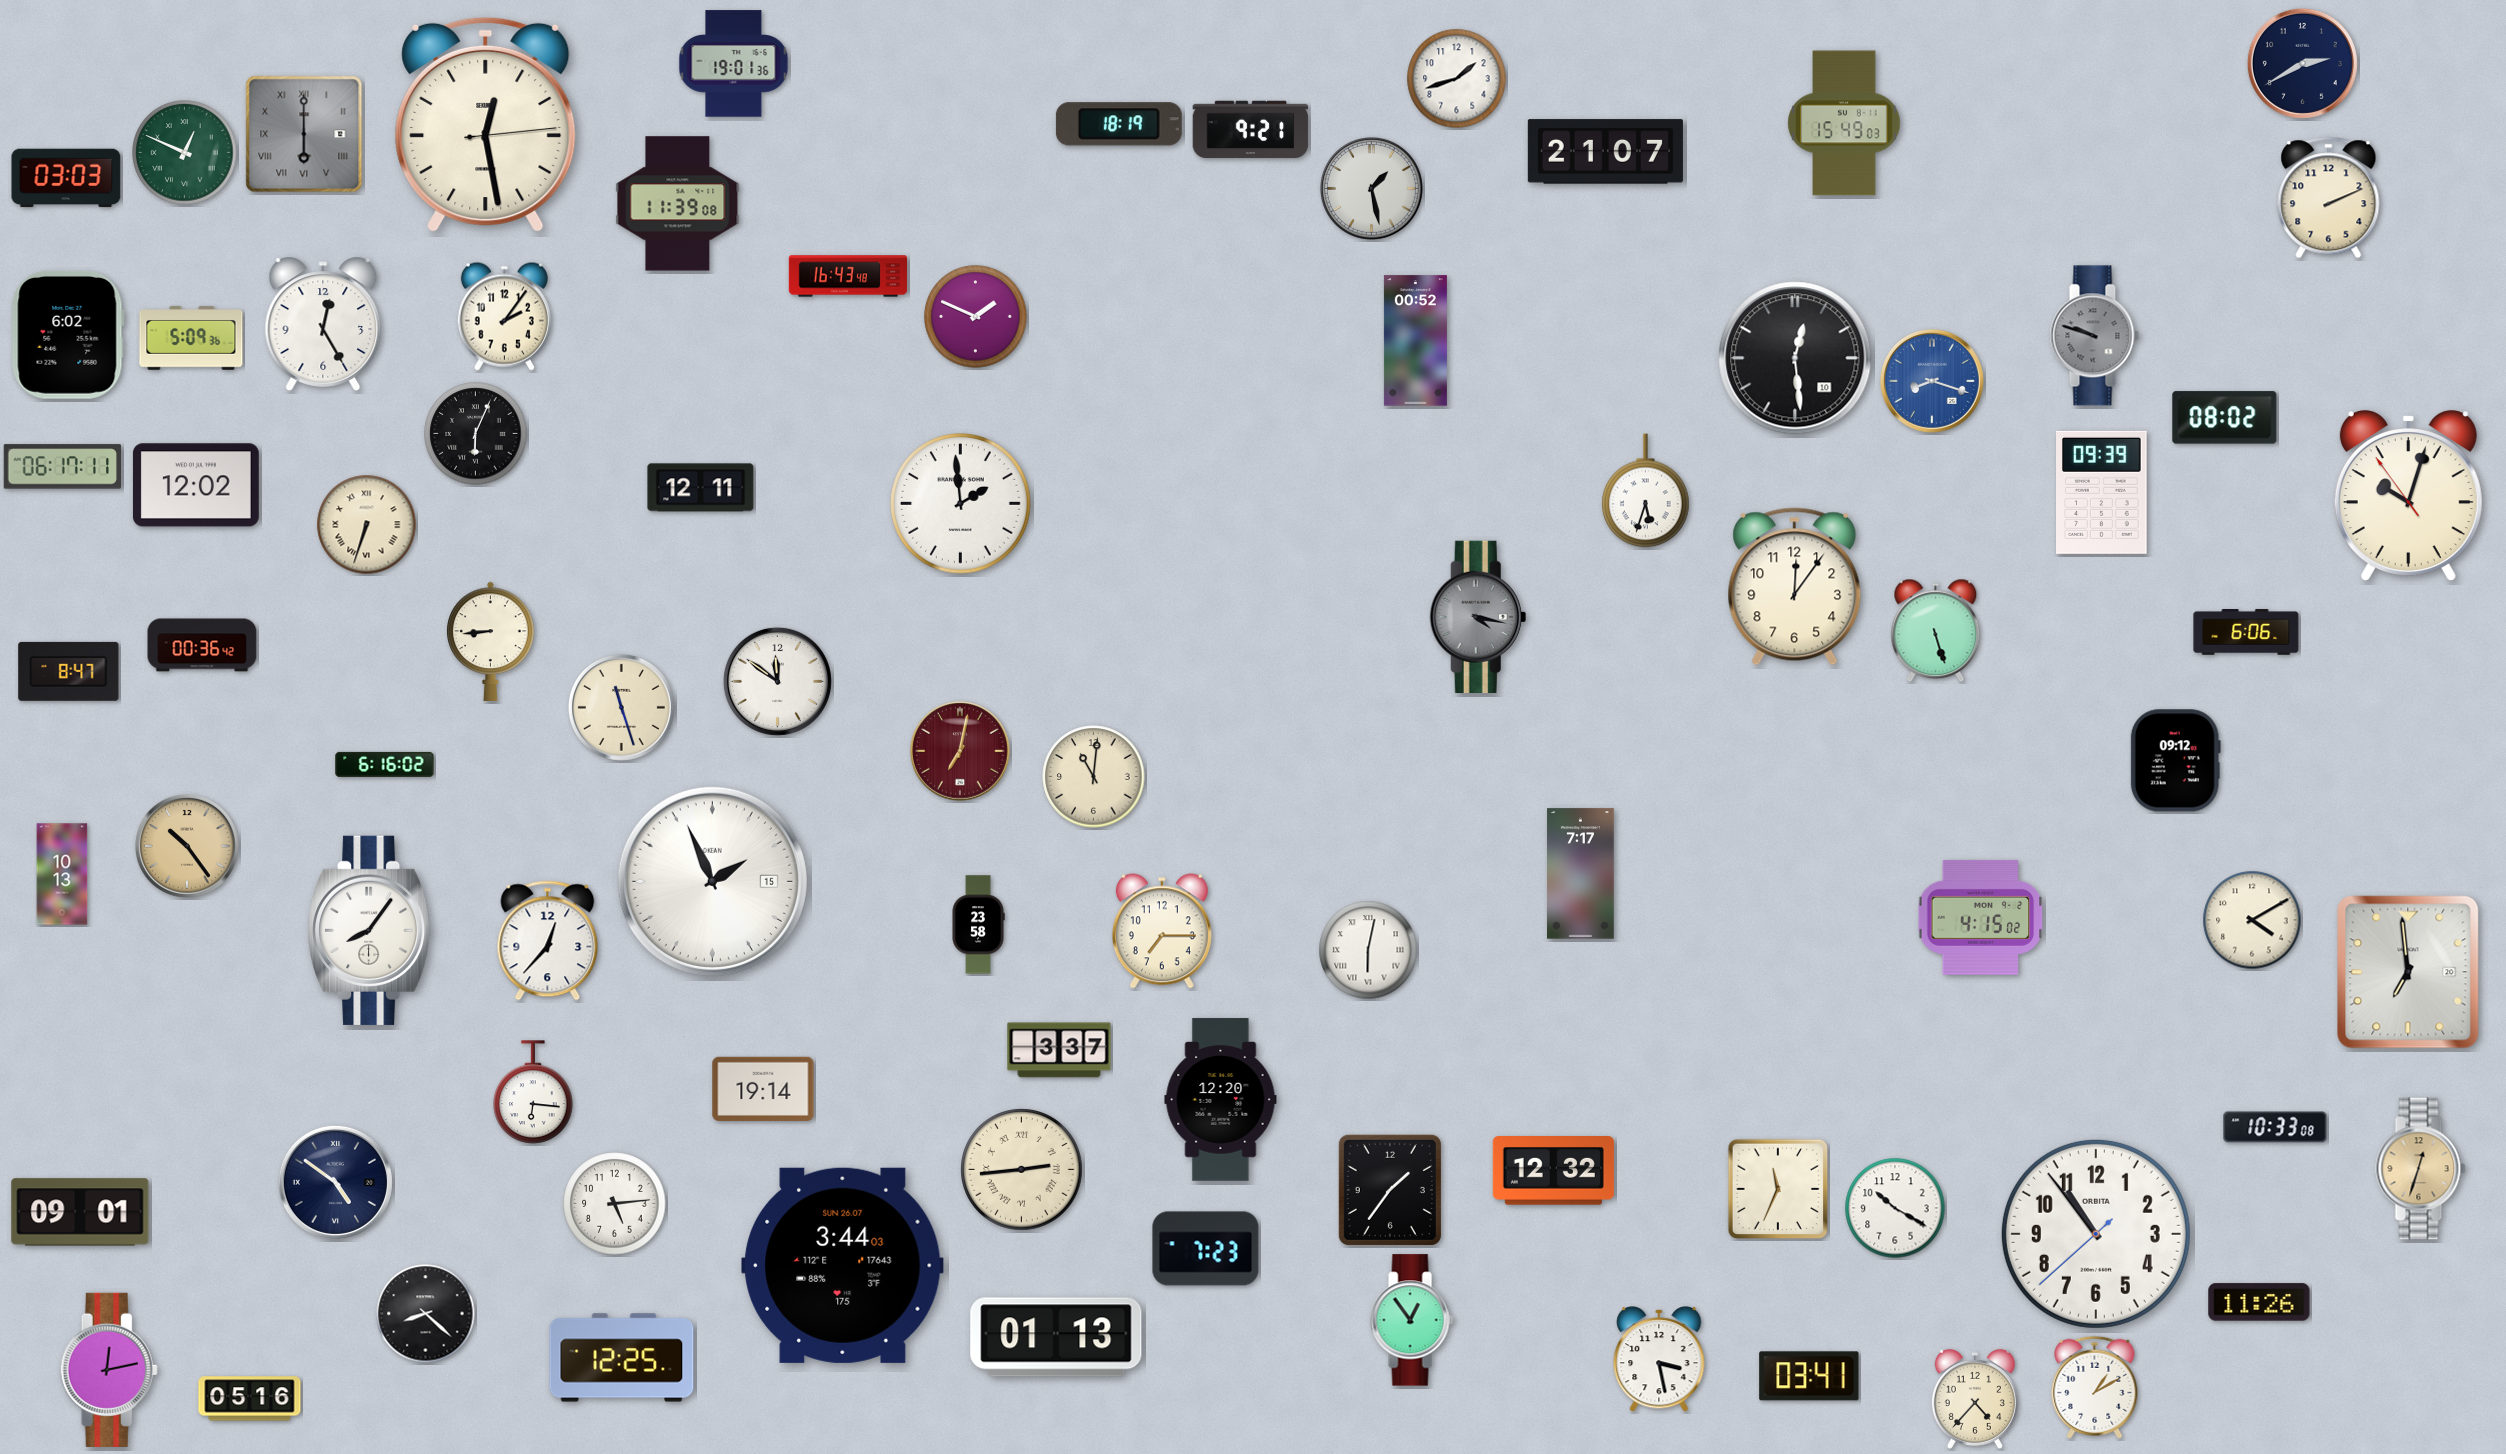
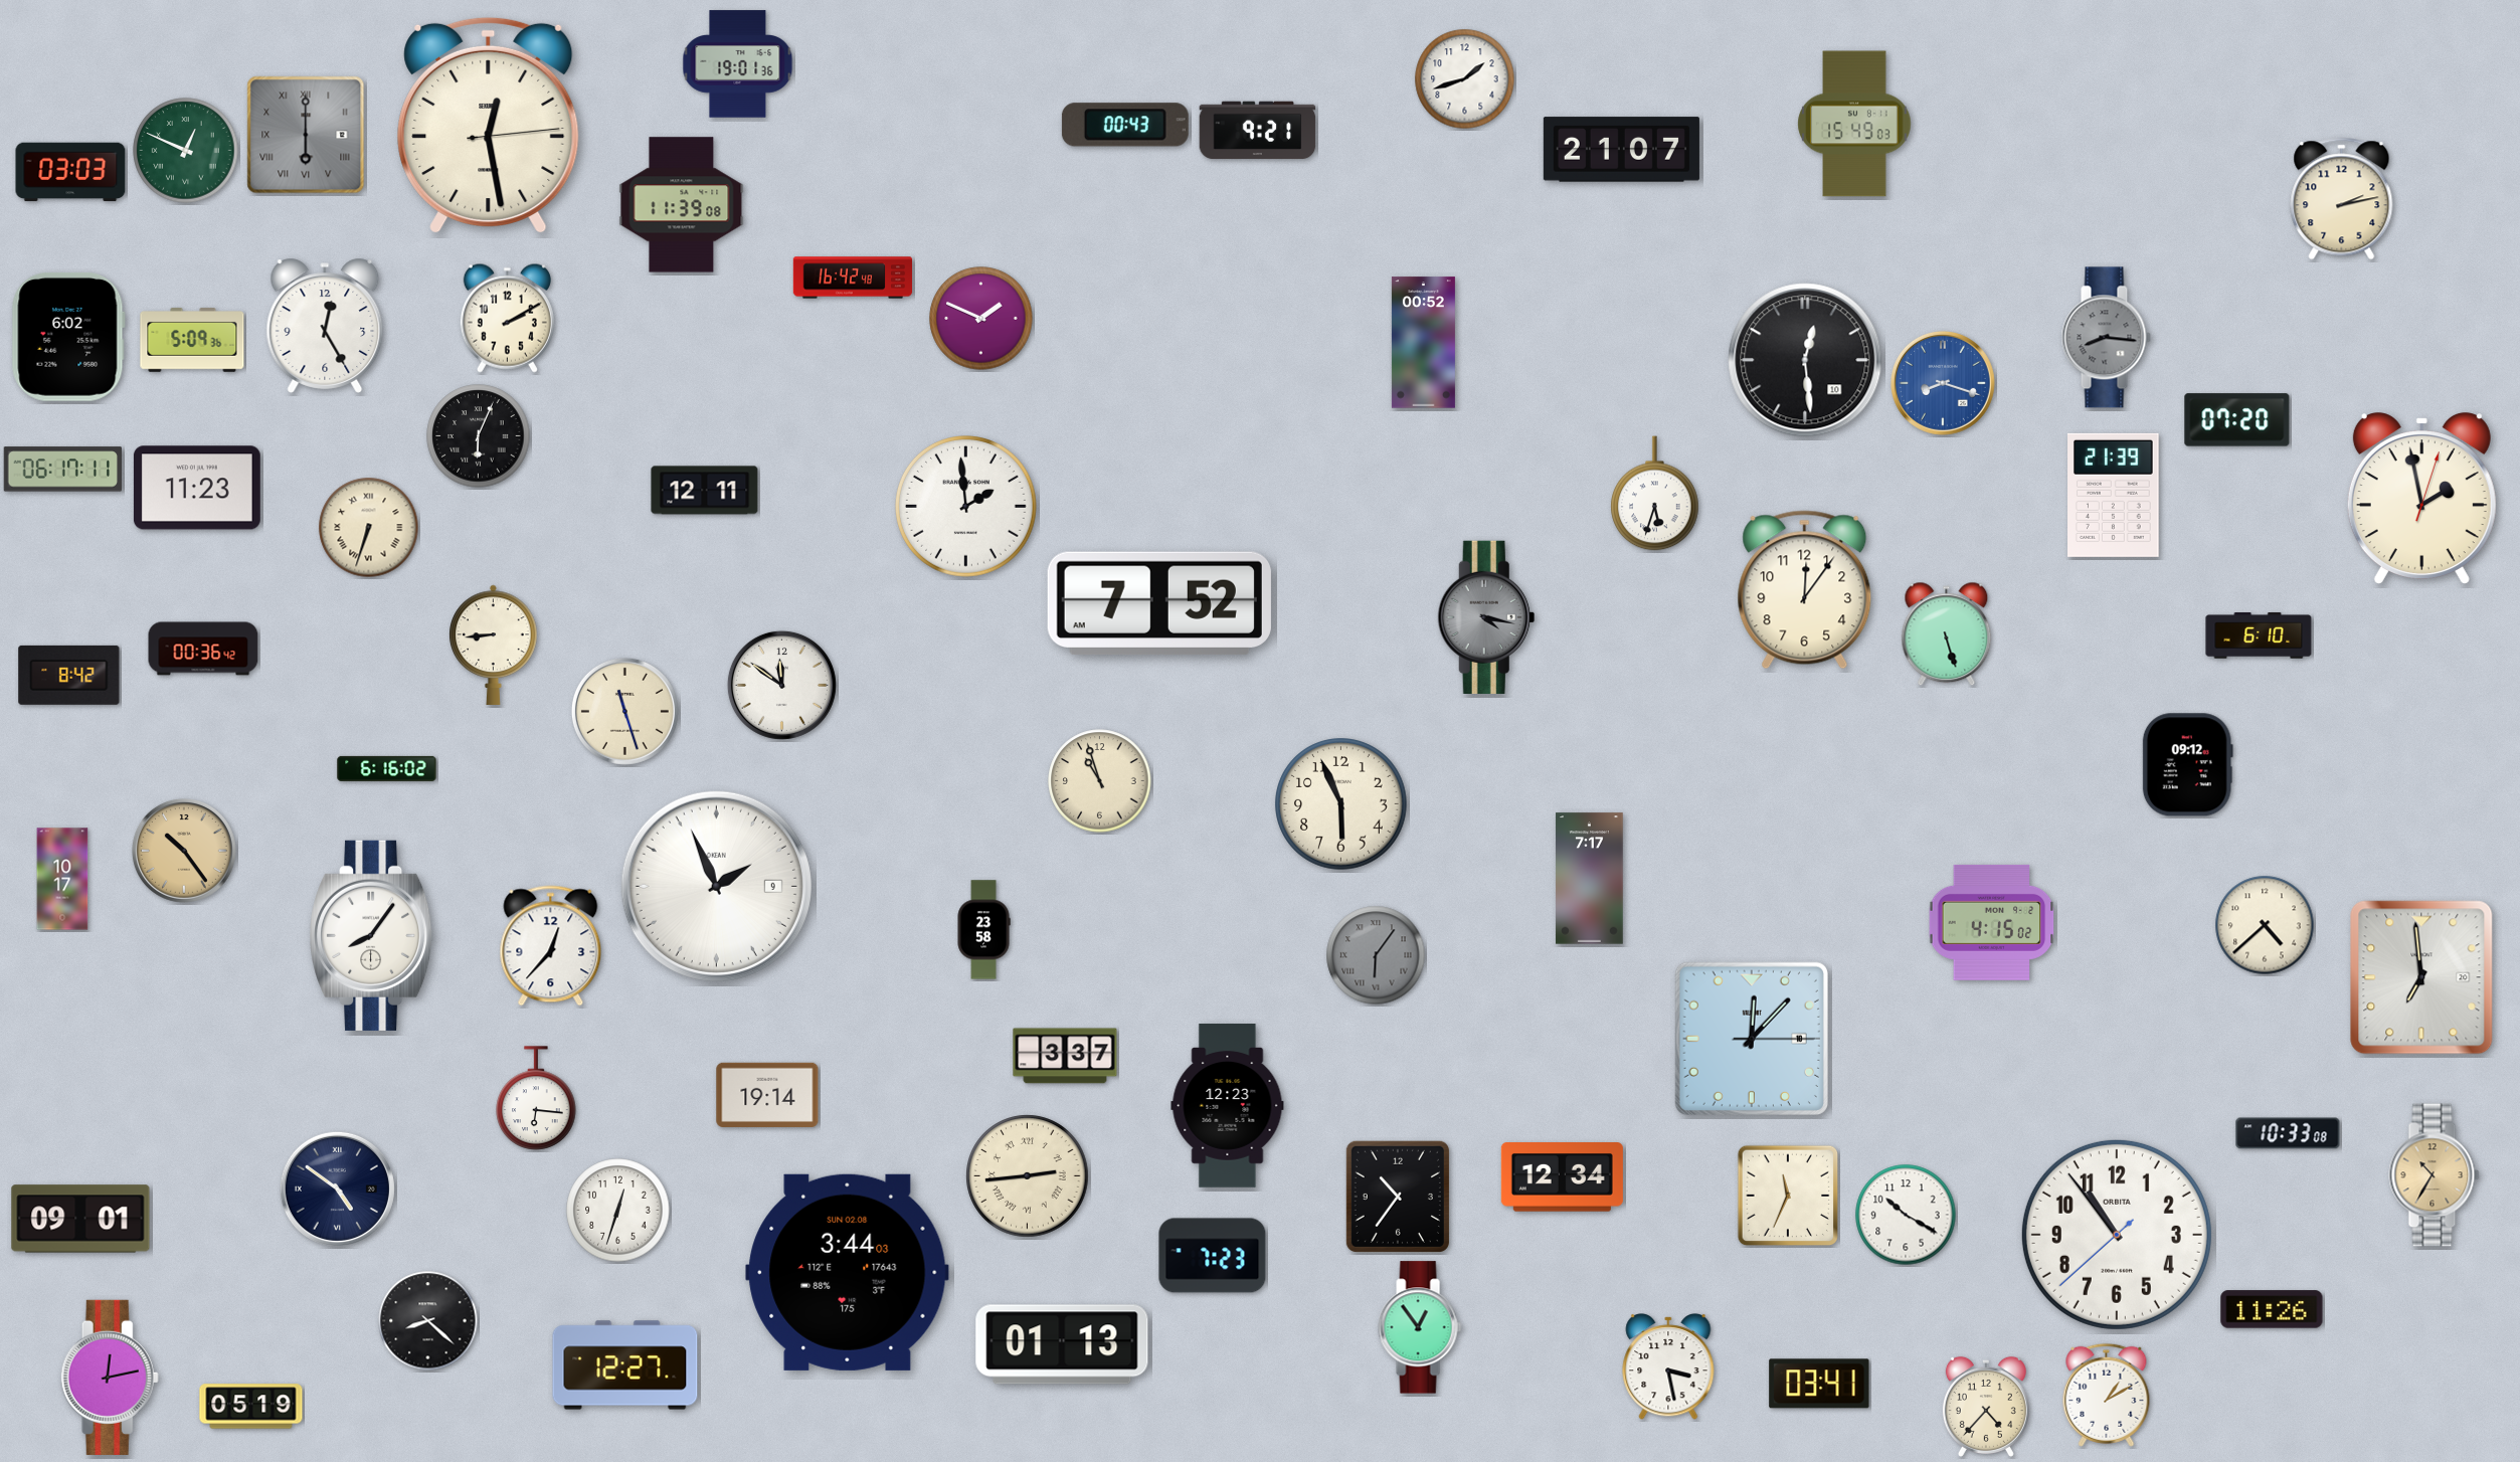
clock at (2302, 63): 2:40 -> none
clock at (1119, 124): 18:19 -> 00:43
clock at (1605, 152) position: (1605, 152) -> (1621, 150)
clock at (185, 153) position: (185, 153) -> (186, 151)
clock at (66, 178) position: (66, 178) -> (70, 172)
clock at (1371, 188): 1:28 -> none
clock at (2329, 198): 2:11 -> 2:13
clock at (848, 276): 16:43 -> 16:42
clock at (504, 316): 2:06 -> 2:10
clock at (2094, 336): 9:48 -> 8:16
clock at (2225, 418): 08:02 -> 07:20
clock at (196, 485): 12:02 -> 11:23
clock at (2102, 492): 09:39 -> 21:39
clock at (2408, 495): 10:02 -> 1:58
clock at (1159, 603): none -> 7:52
clock at (1478, 616) position: (1478, 616) -> (1486, 616)
clock at (2246, 632): 6:06 -> 6:10
clock at (69, 671): 8:47 -> 8:42
clock at (960, 751): 7:02 -> none
clock at (1094, 777): 11:01 -> 10:57
clock at (1341, 804): none -> 5:56
clock at (187, 846) position: (187, 846) -> (184, 851)
clock at (62, 874): 10:13 -> 10:17
clock at (712, 881) date: 15 -> 9
clock at (2252, 920): 4:10 -> 4:38
clock at (1162, 931): 7:15 -> none
clock at (1368, 950): 6:02 -> 6:06
clock at (1368, 950) dial: white -> grey
clock at (1752, 1039): none -> 12:07
clock at (1221, 1100): 12:20 -> 12:23
clock at (2421, 1169): 12:33 -> 10:35
clock at (1553, 1171): 12:32 -> 12:34
clock at (1390, 1190): 1:36 -> 10:36
clock at (615, 1204): 5:14 -> 12:33
clock at (2096, 1234) position: (2096, 1234) -> (2117, 1235)
clock at (843, 1265) date: SUN 26.07 -> SUN 02.08
clock at (622, 1358): 12:25 -> 12:27
clock at (250, 1399): 05:16 -> 05:19
